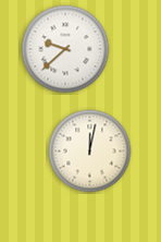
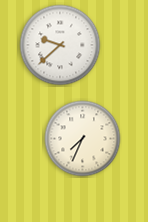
clock at (90, 152): 12:02 -> 7:34
